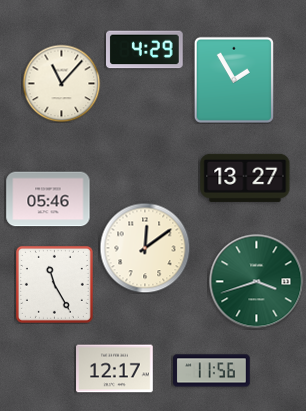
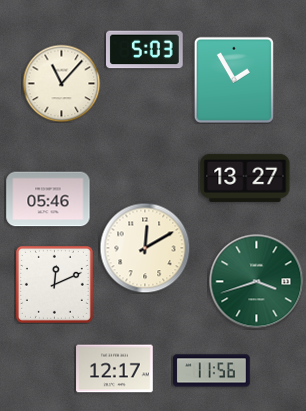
clock at (145, 50): 4:29 -> 5:03
clock at (145, 248): 12:09 -> 12:10
clock at (54, 284): 11:25 -> 12:11
